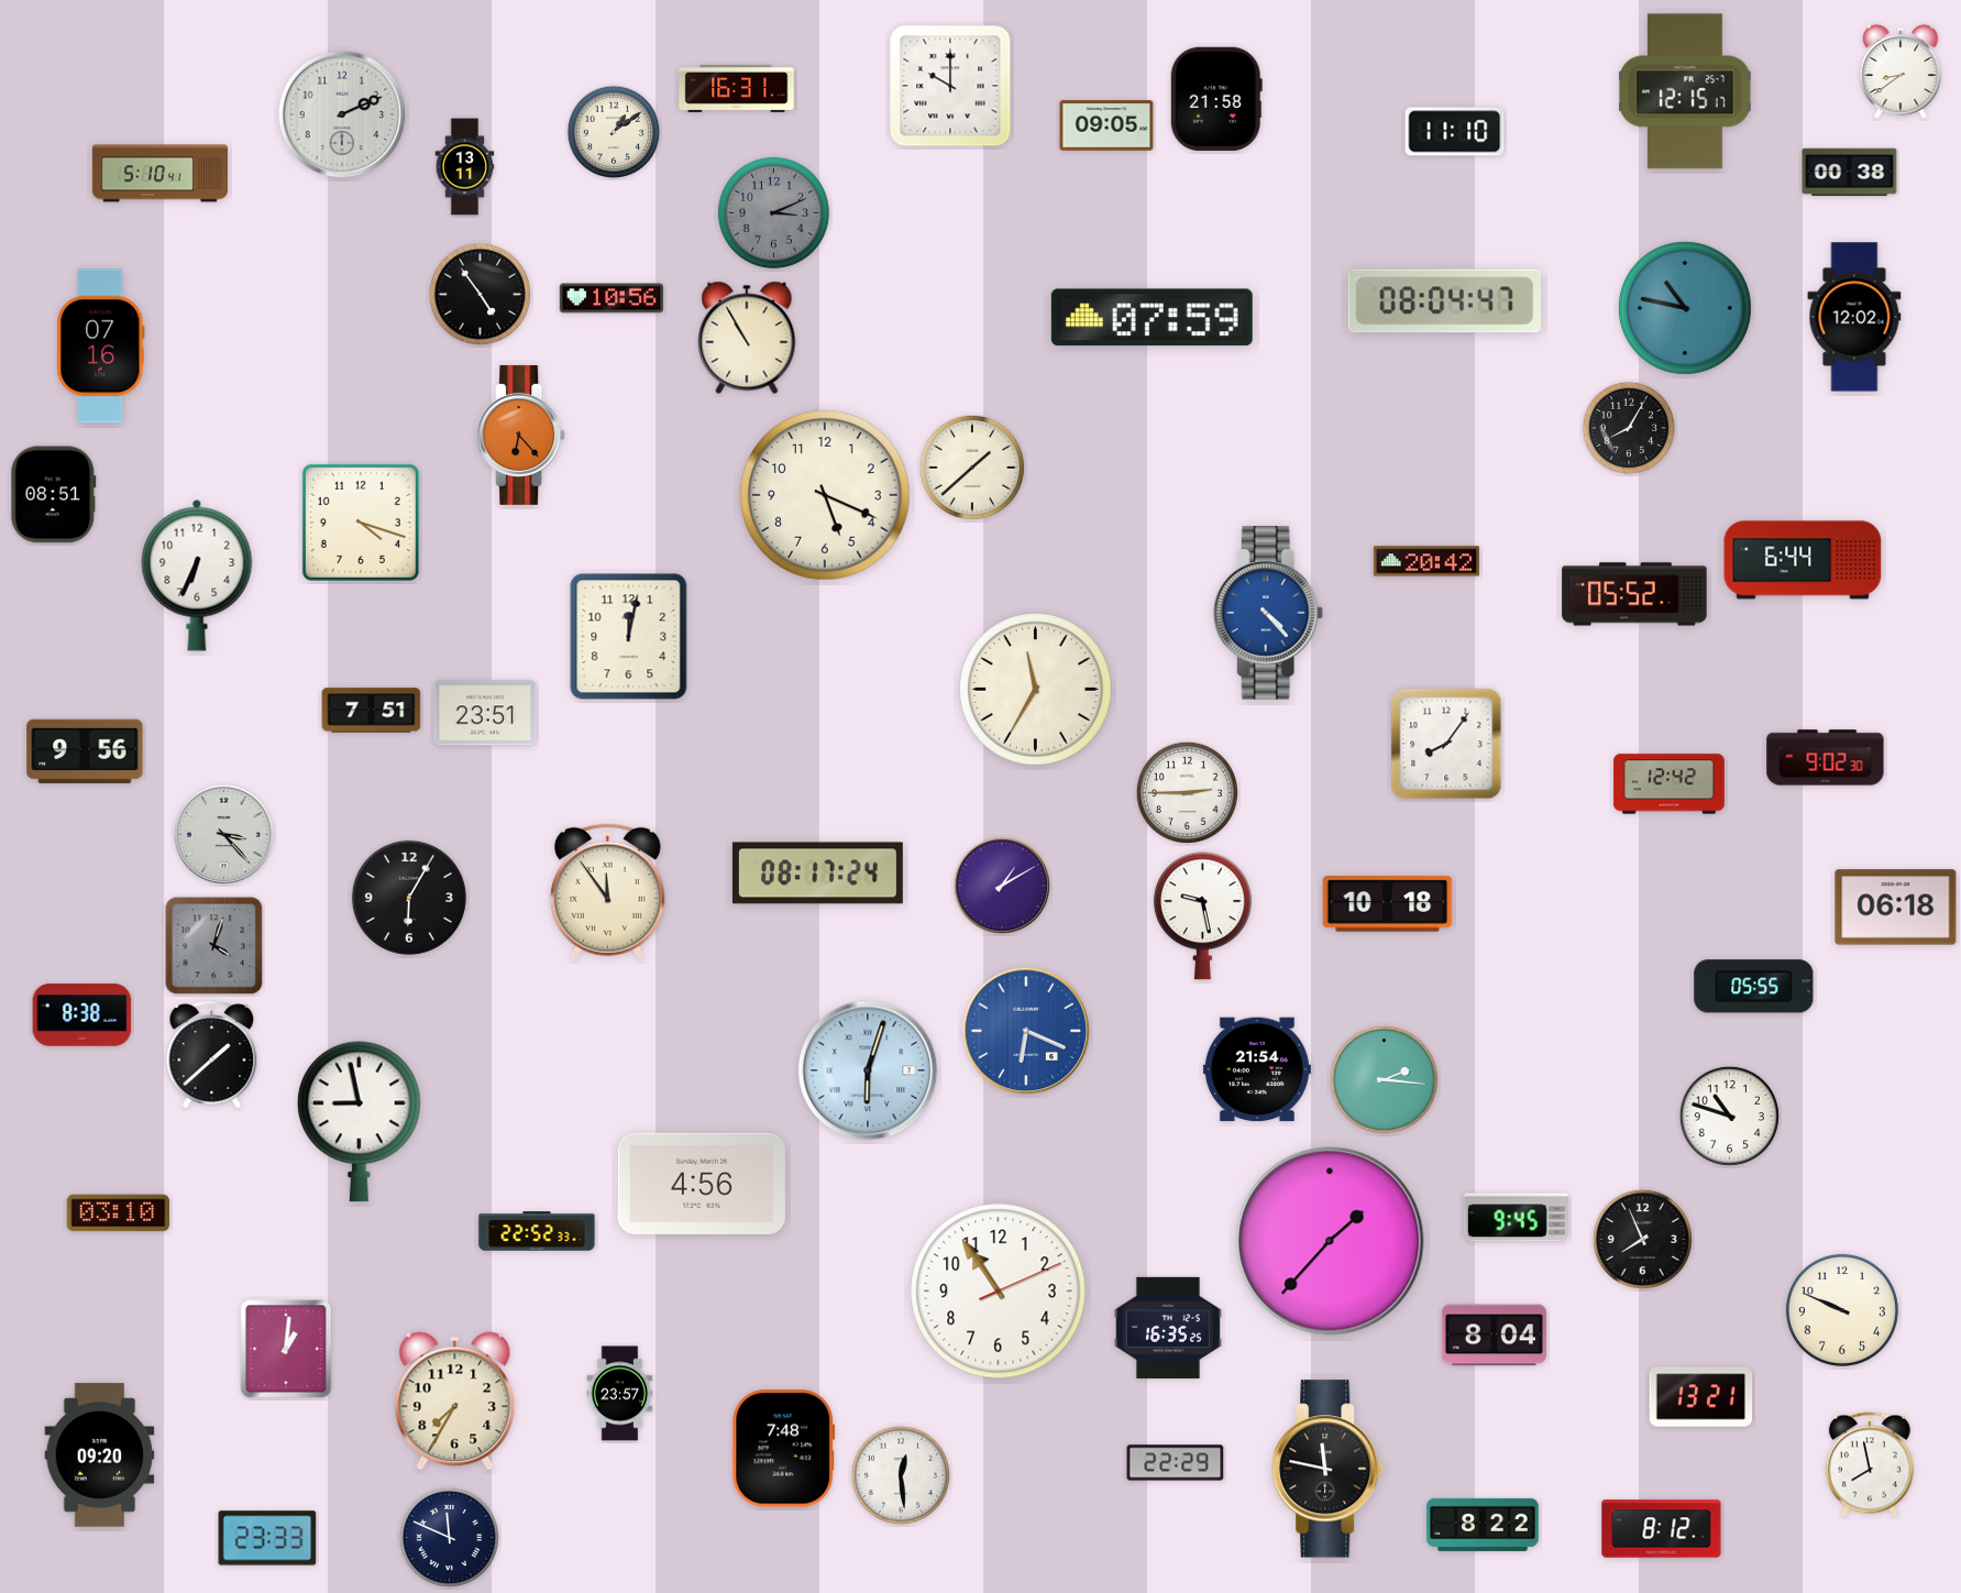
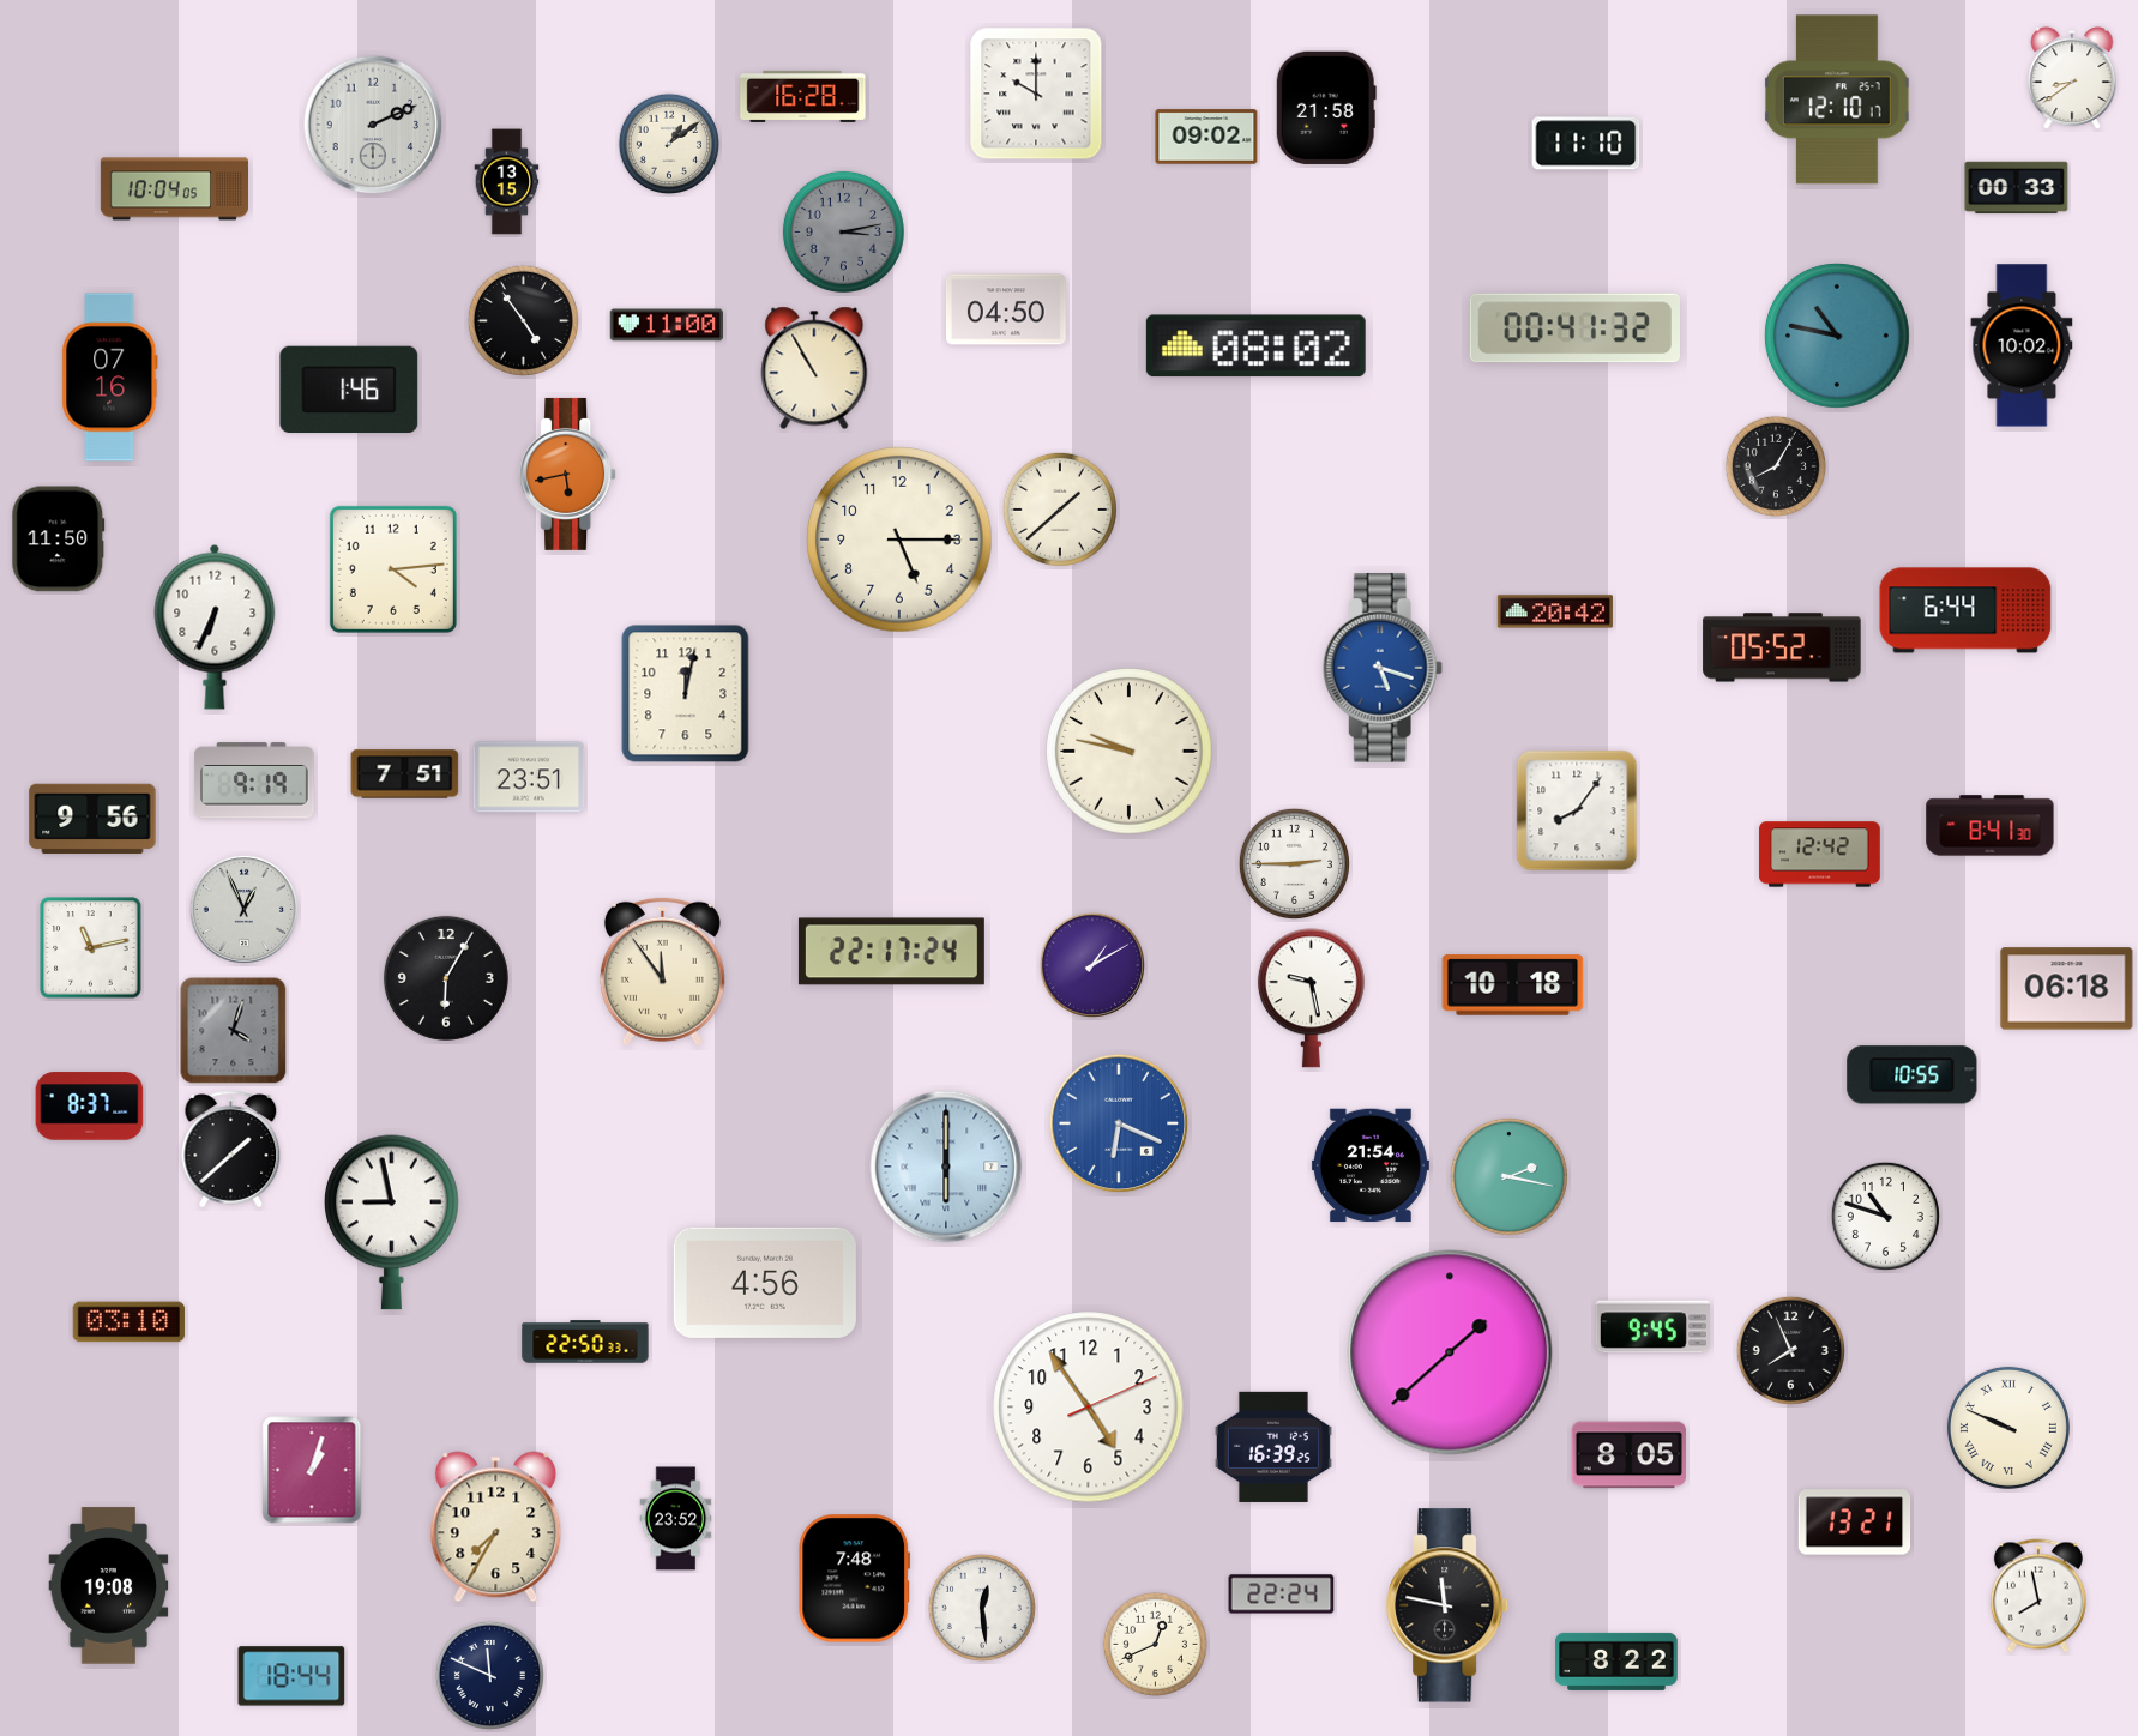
clock at (737, 88): 16:31 -> 16:28
clock at (1685, 91): 12:15 -> 12:10
clock at (1106, 125): 09:05 -> 09:02
clock at (465, 167): 13:11 -> 13:15
clock at (1850, 173): 00:38 -> 00:33
clock at (159, 174): 5:10 -> 10:04
clock at (773, 212): 3:11 -> 3:13
clock at (1006, 309): none -> 04:50
clock at (612, 298): 10:56 -> 11:00
clock at (1444, 301): 08:04 -> 00:41
clock at (1854, 317): 12:02 -> 10:02
clock at (1152, 318): 07:59 -> 08:02
clock at (349, 388): none -> 1:46
clock at (521, 435): 6:23 -> 5:43
clock at (54, 495): 08:51 -> 11:50
clock at (825, 495): 5:19 -> 5:15
clock at (361, 523): 4:18 -> 4:14
clock at (1268, 613): 4:23 -> 5:18
clock at (1036, 690): 11:35 -> 9:47
clock at (254, 780): none -> 9:19
clock at (1826, 758): 9:02 -> 8:41
clock at (223, 834): 3:23 -> 12:56
clock at (91, 948): none -> 11:13
clock at (817, 874): 08:17 -> 22:17
clock at (1754, 987): 05:55 -> 10:55
clock at (82, 1015): 8:38 -> 8:37
clock at (868, 1070): 6:03 -> 6:00
clock at (1384, 1079): 2:16 -> 2:17
clock at (702, 1184) position: (702, 1184) -> (765, 1283)
clock at (537, 1231): 22:52 -> 22:50
clock at (1330, 1241): 1:37 -> 1:38
clock at (999, 1292): 10:54 -> 4:54
clock at (1842, 1310) numerals: Arabic -> Roman
clock at (1168, 1328): 16:35 -> 16:39
clock at (1494, 1336): 8:04 -> 8:05
clock at (286, 1349): 1:01 -> 1:03
clock at (620, 1394): 23:57 -> 23:52
clock at (100, 1455): 09:20 -> 19:08
clock at (1176, 1463): 22:29 -> 22:24
clock at (1329, 1469) position: (1329, 1469) -> (1449, 1605)
clock at (1155, 1644): none -> 12:41
clock at (1662, 1529): 8:12 -> none
clock at (267, 1538): 23:33 -> 18:44
